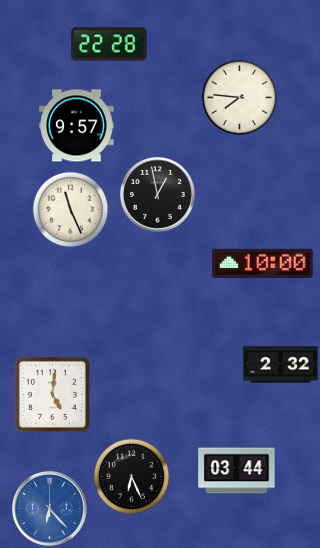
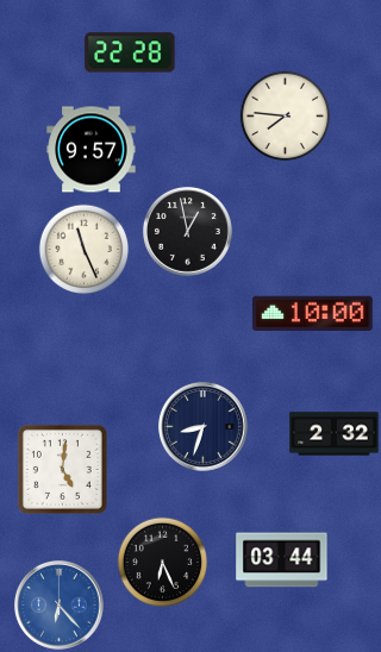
clock at (202, 426): none -> 8:33
clock at (132, 477) position: (132, 477) -> (163, 563)
